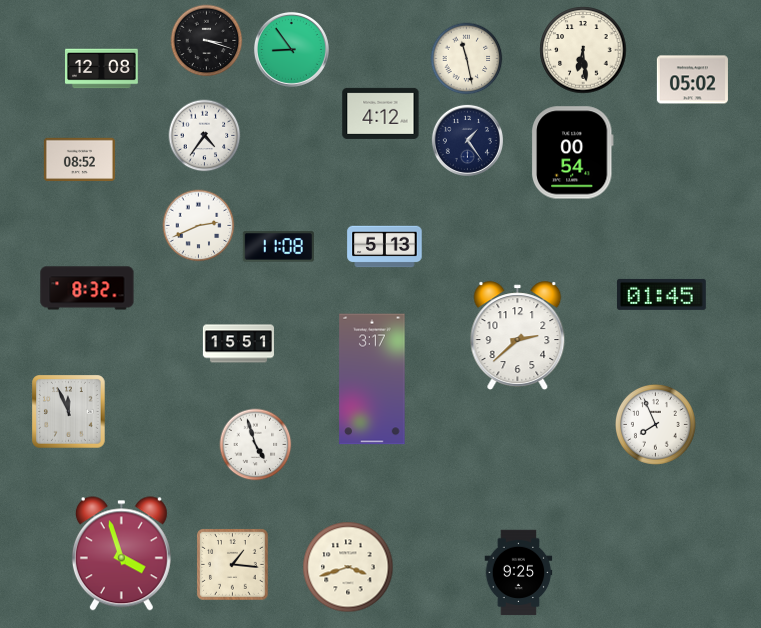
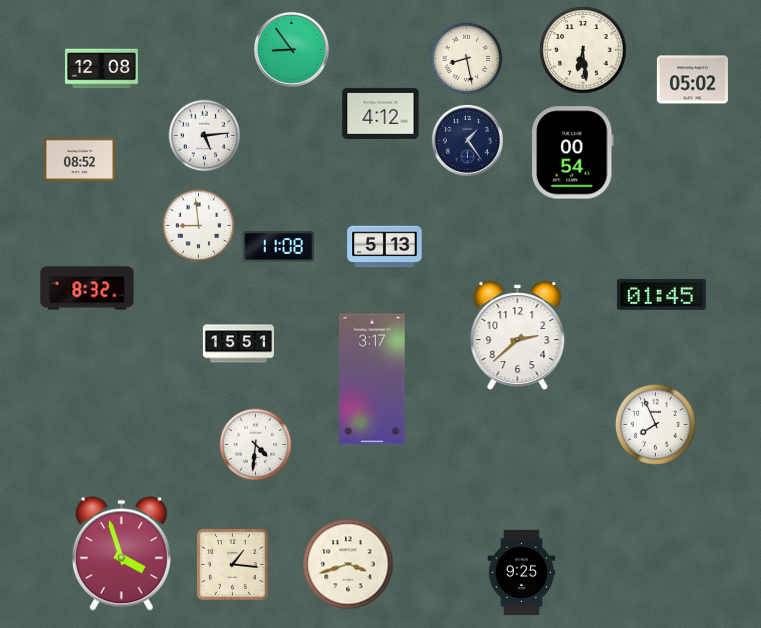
clock at (207, 41): 3:18 -> none
clock at (467, 59): 11:28 -> 8:28
clock at (205, 136): 4:36 -> 5:14
clock at (199, 226): 2:41 -> 8:59
clock at (69, 412): 11:56 -> none
clock at (256, 445): 4:57 -> 4:31
clock at (348, 567) position: (348, 567) -> (348, 564)
clock at (519, 573) position: (519, 573) -> (522, 573)
